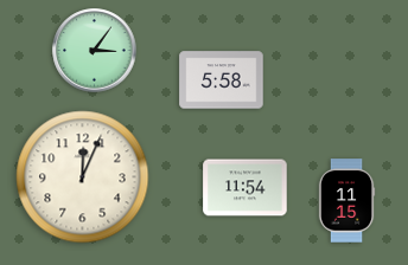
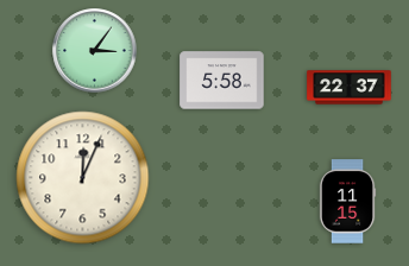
clock at (350, 88): none -> 22:37
clock at (246, 188): 11:54 -> none
